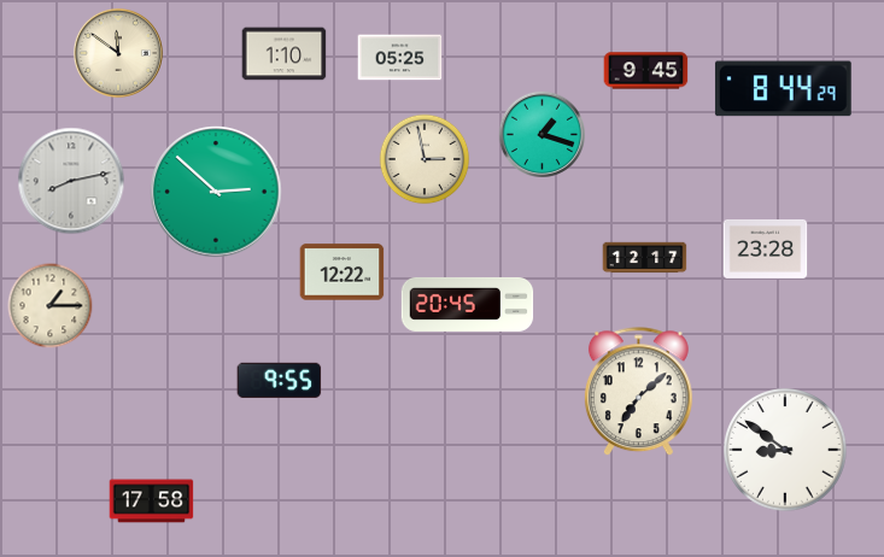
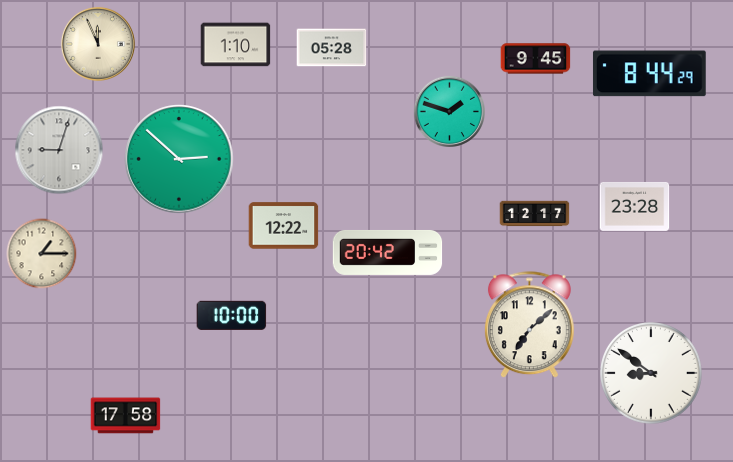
clock at (118, 53): 11:51 -> 11:56
clock at (400, 58): 05:25 -> 05:28
clock at (541, 134): 1:18 -> 1:48
clock at (425, 159): 2:58 -> none
clock at (71, 181): 8:13 -> 9:03
clock at (468, 304): 20:45 -> 20:42
clock at (280, 380): 9:55 -> 10:00
